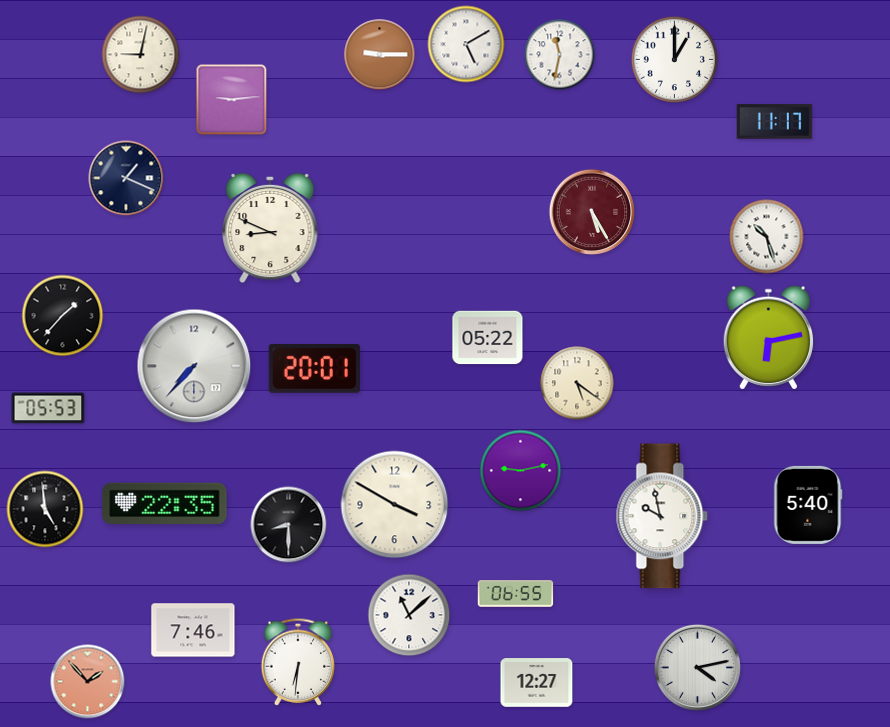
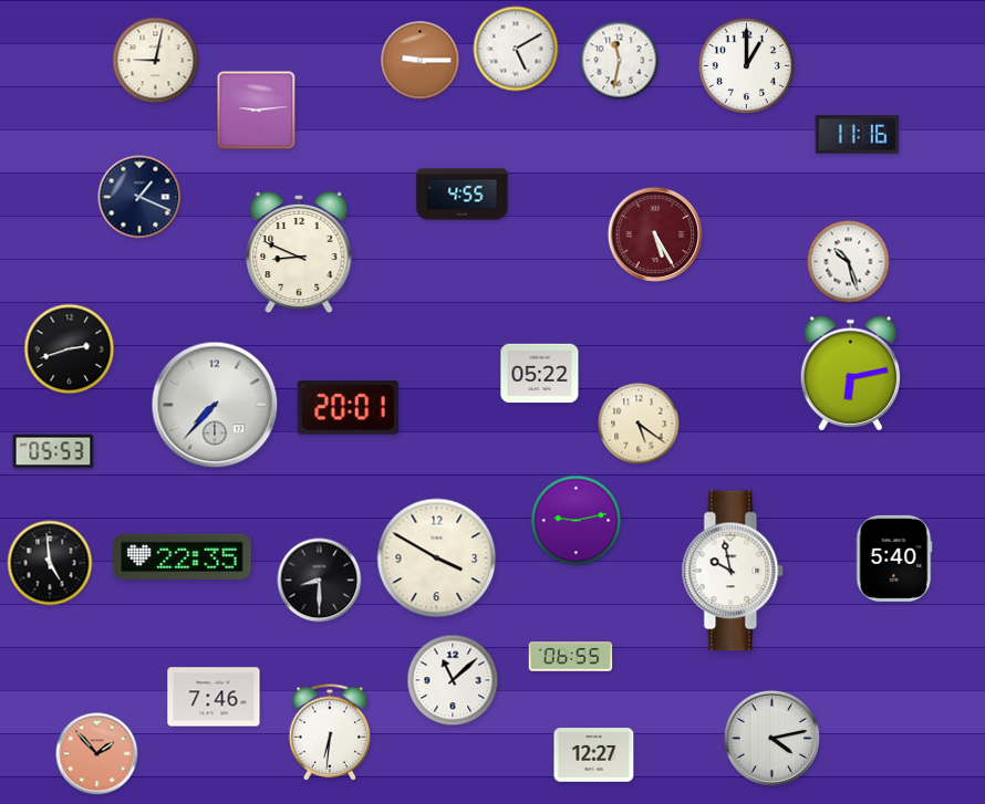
clock at (775, 122): 11:17 -> 11:16
clock at (463, 195): none -> 4:55
clock at (63, 316): 1:37 -> 2:42
